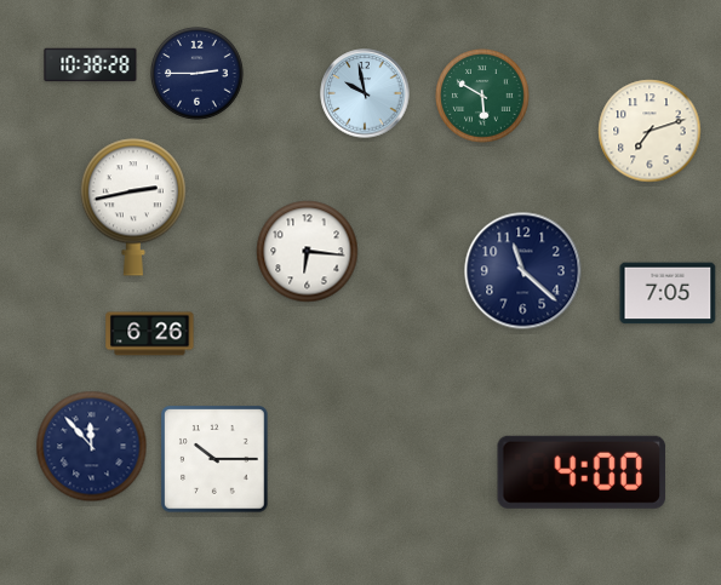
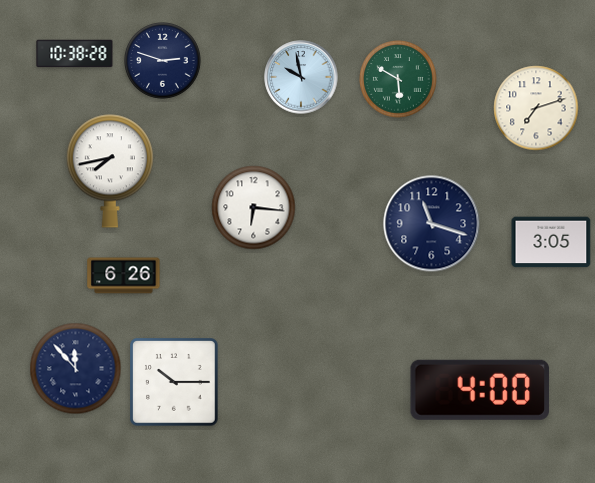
clock at (198, 74): 2:45 -> 2:48
clock at (133, 207): 2:43 -> 7:43
clock at (523, 271): 11:22 -> 11:18
clock at (668, 293): 7:05 -> 3:05
clock at (214, 459) position: (214, 459) -> (174, 382)
